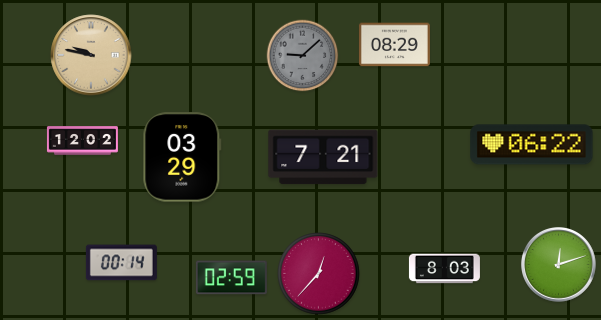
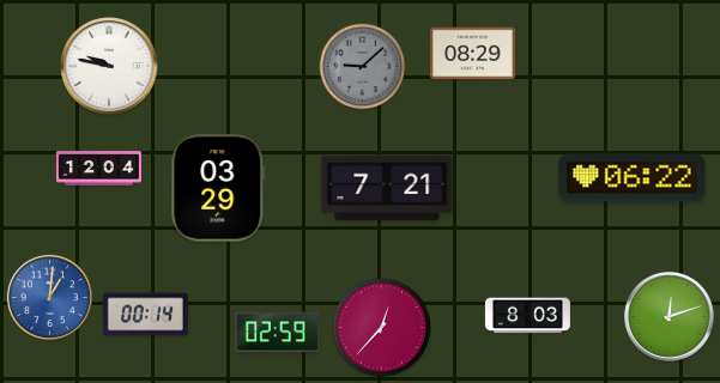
clock at (91, 55) dial: champagne -> white
clock at (82, 141): 12:02 -> 12:04
clock at (532, 145) position: (532, 145) -> (633, 178)
clock at (49, 297): none -> 1:01
clock at (444, 269) position: (444, 269) -> (527, 316)
